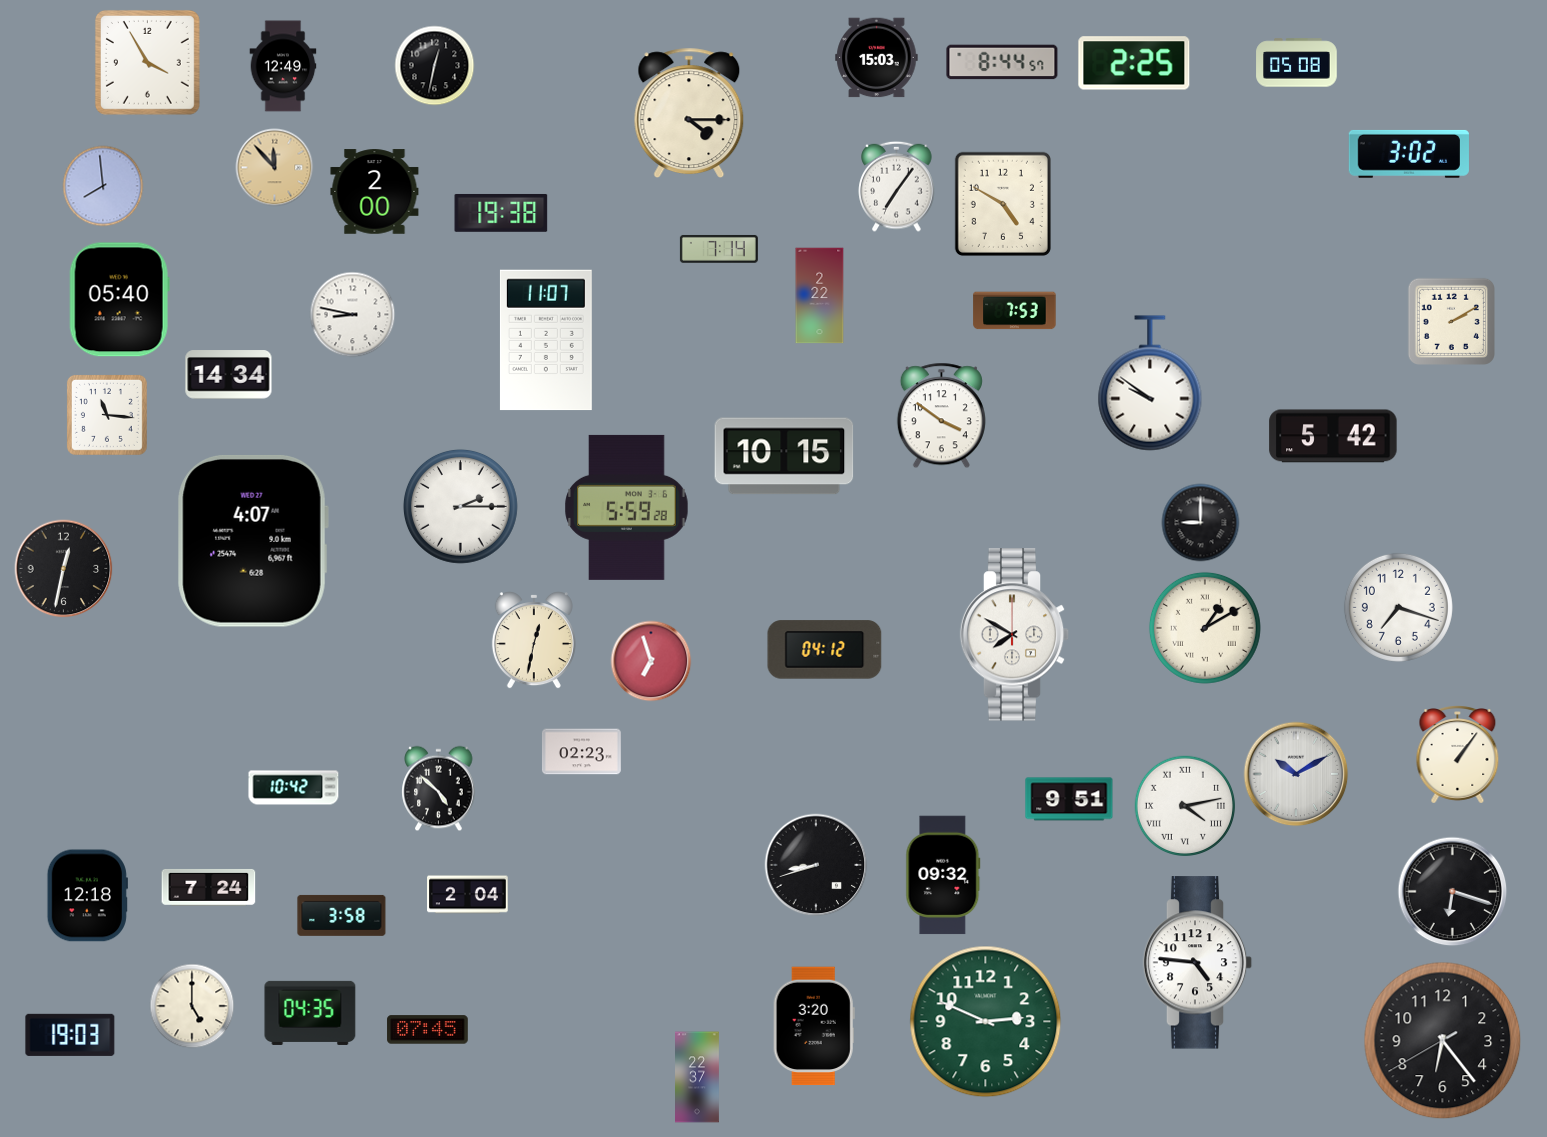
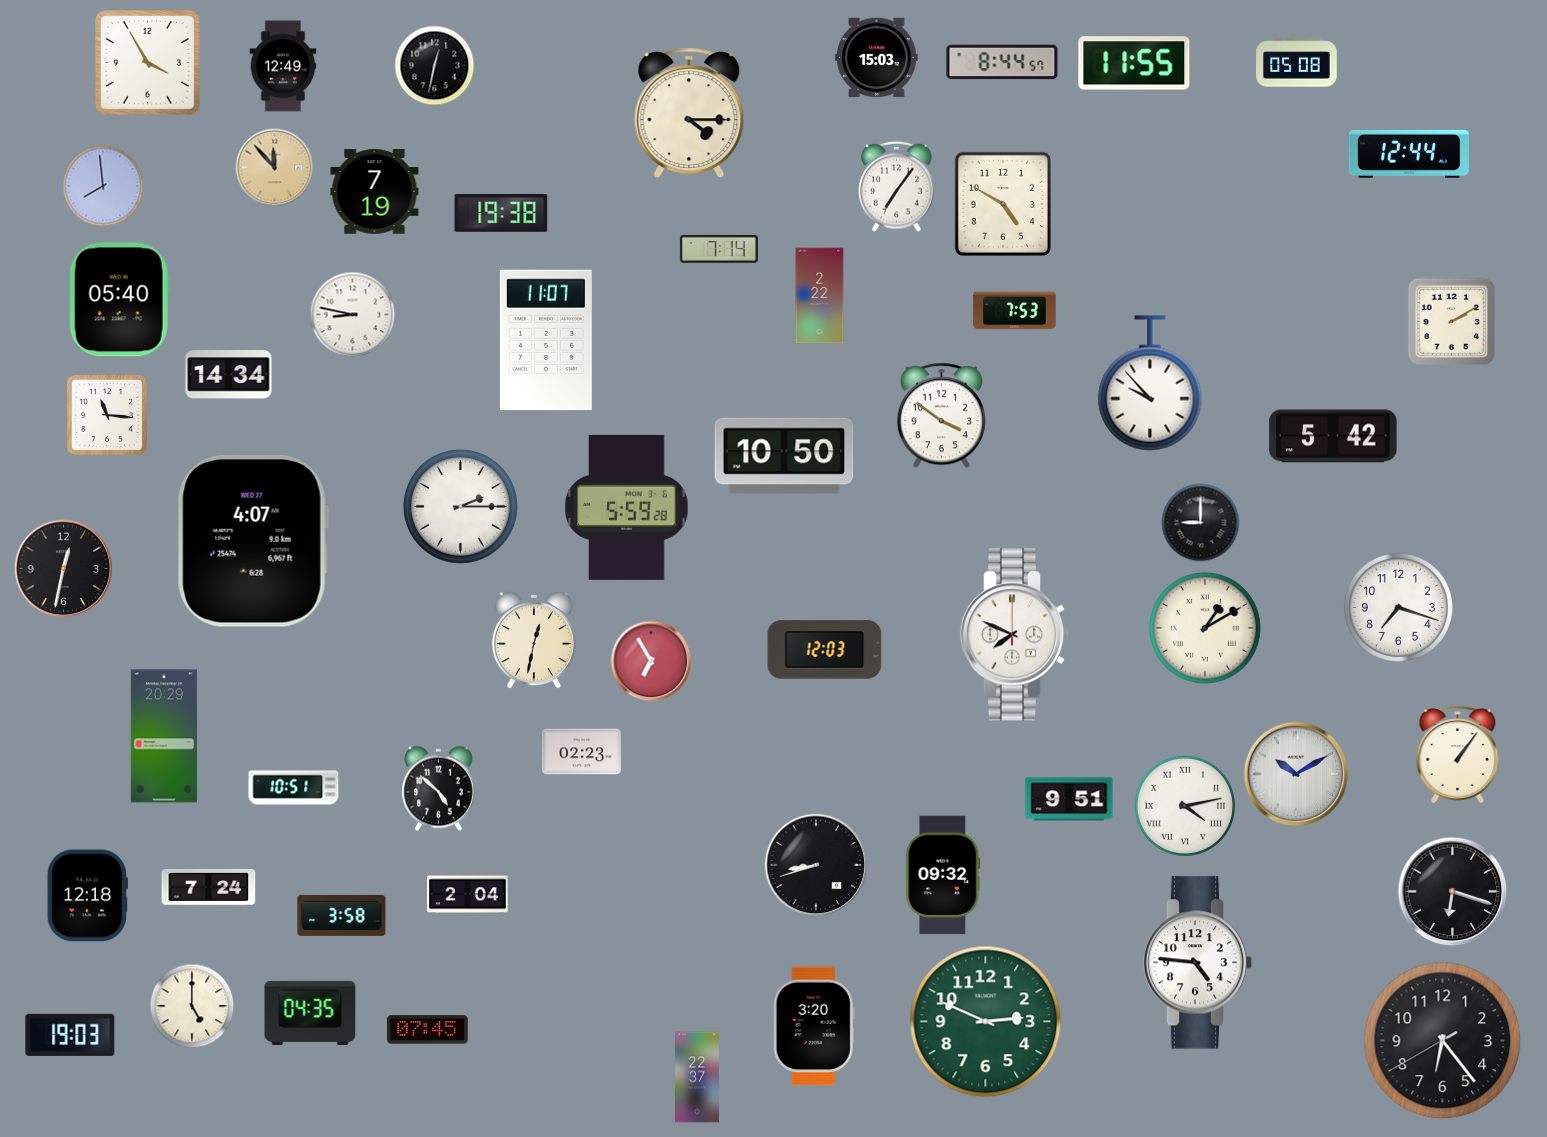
clock at (1134, 63): 2:25 -> 11:55
clock at (1409, 154): 3:02 -> 12:44
clock at (375, 192): 2:00 -> 7:19
clock at (1150, 383): 9:51 -> 9:53
clock at (784, 456): 10:15 -> 10:50
clock at (1015, 635): 7:50 -> 7:49
clock at (825, 650): 04:12 -> 12:03
clock at (651, 661): 6:57 -> 6:55
clock at (164, 736): none -> 20:29
clock at (294, 788): 10:42 -> 10:51
